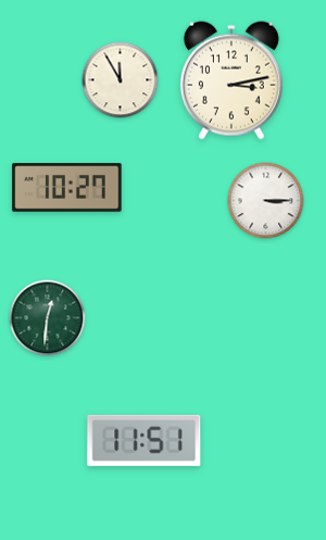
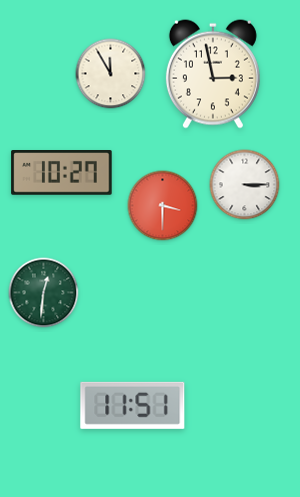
clock at (231, 80): 3:13 -> 2:58
clock at (163, 206): none -> 3:30
